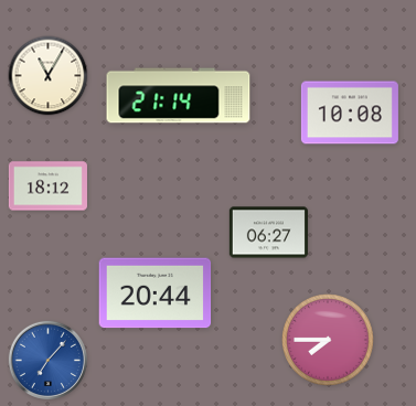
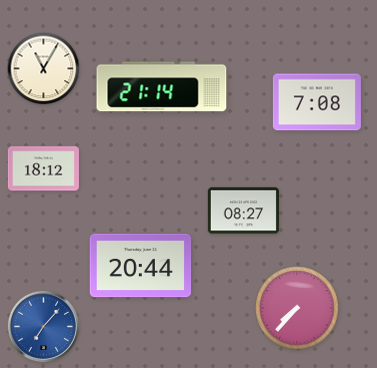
clock at (350, 113): 10:08 -> 7:08
clock at (268, 233): 06:27 -> 08:27
clock at (329, 341): 7:45 -> 7:37
